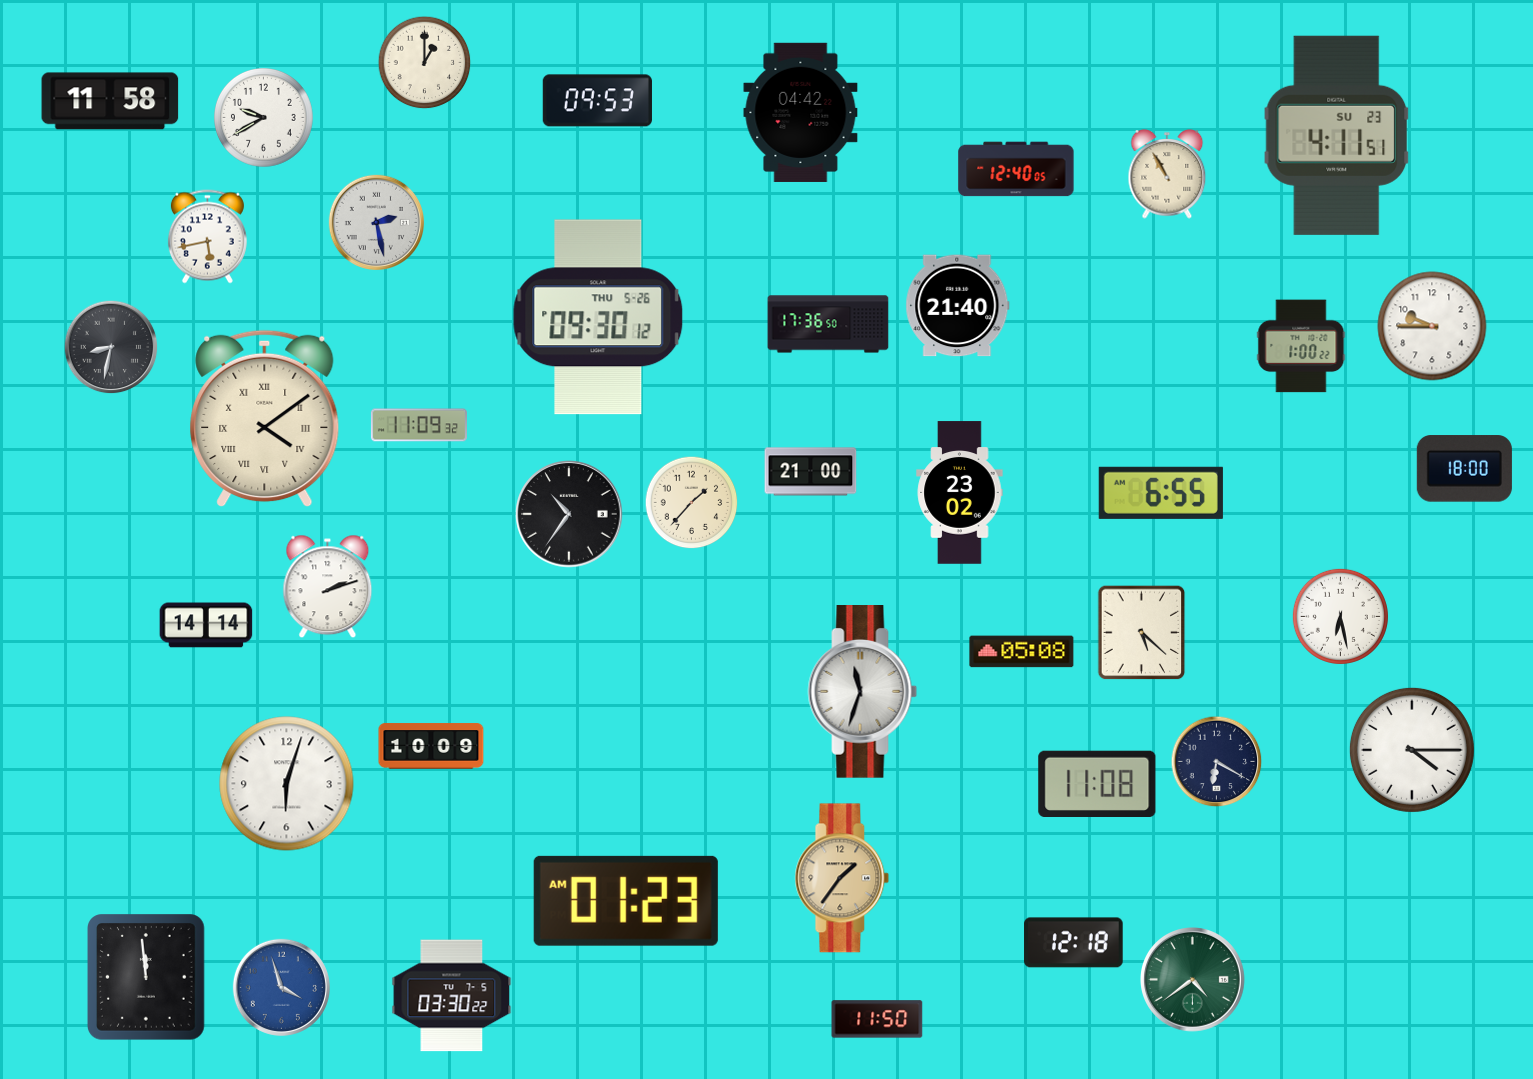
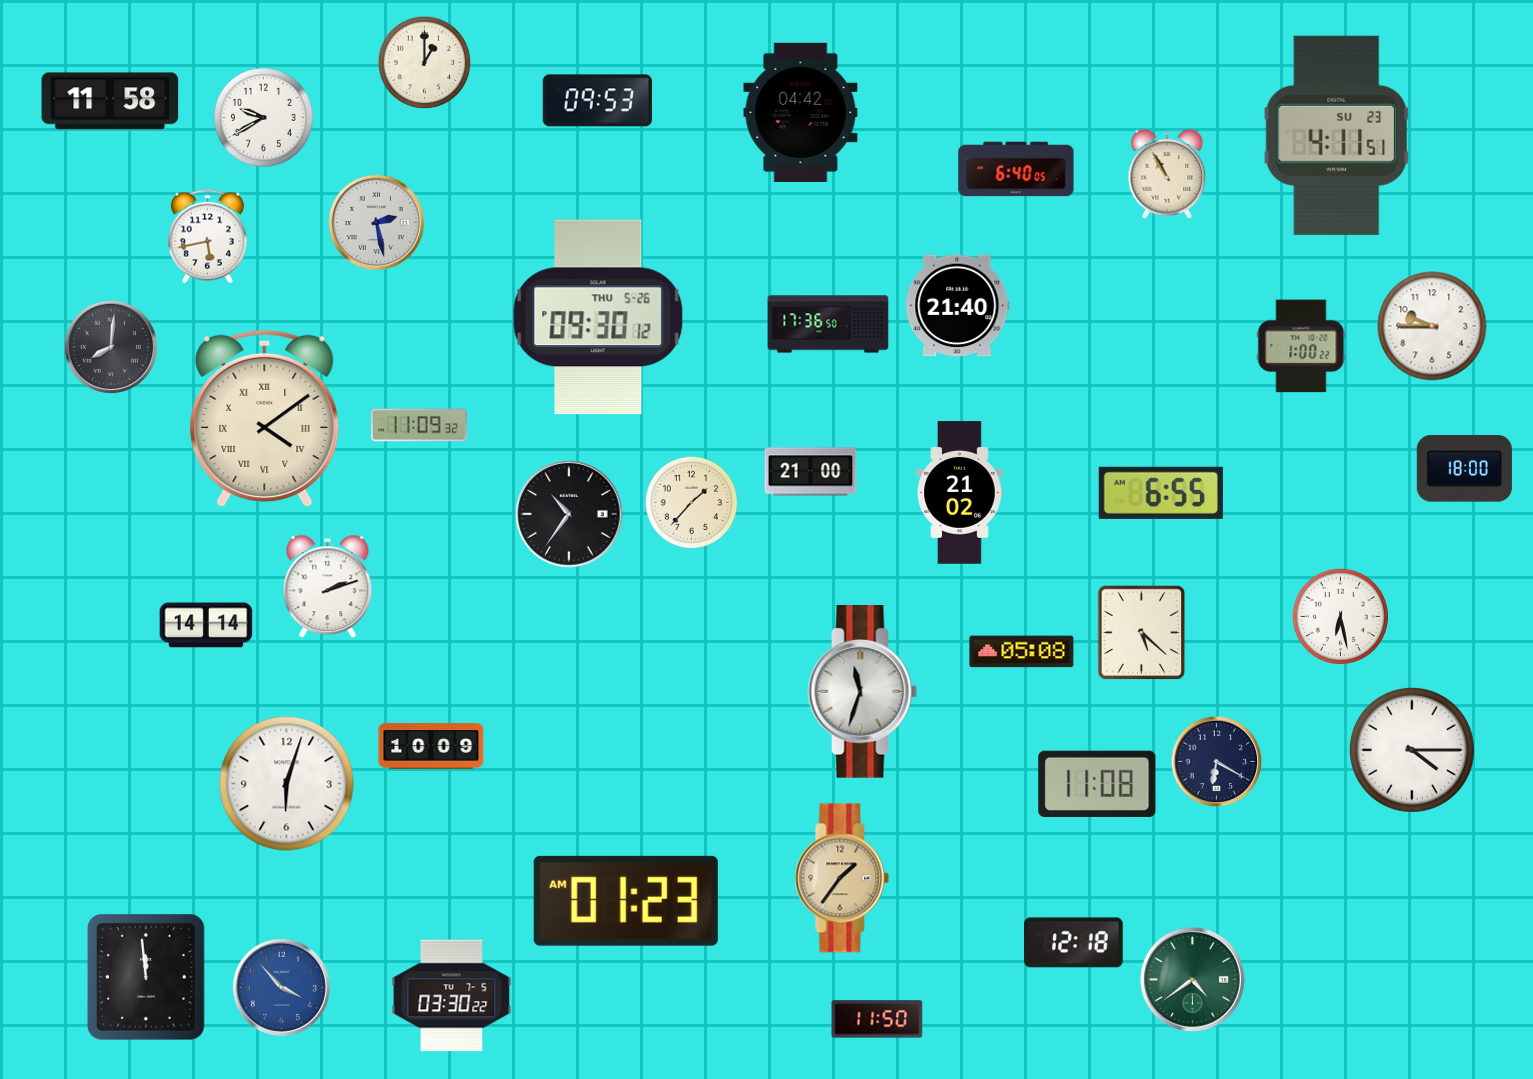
clock at (1016, 169): 12:40 -> 6:40
clock at (111, 347): 8:32 -> 8:01
clock at (960, 493): 23:02 -> 21:02
clock at (281, 987): 3:57 -> 3:53
